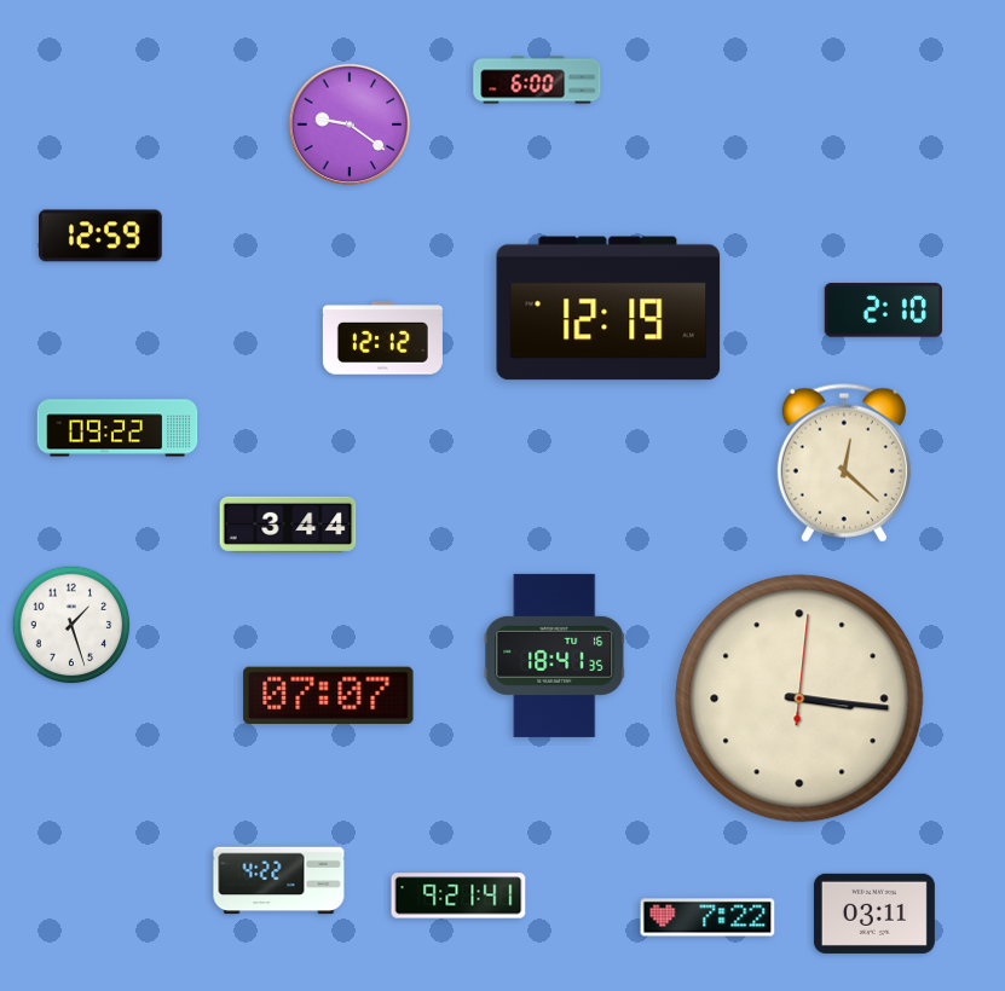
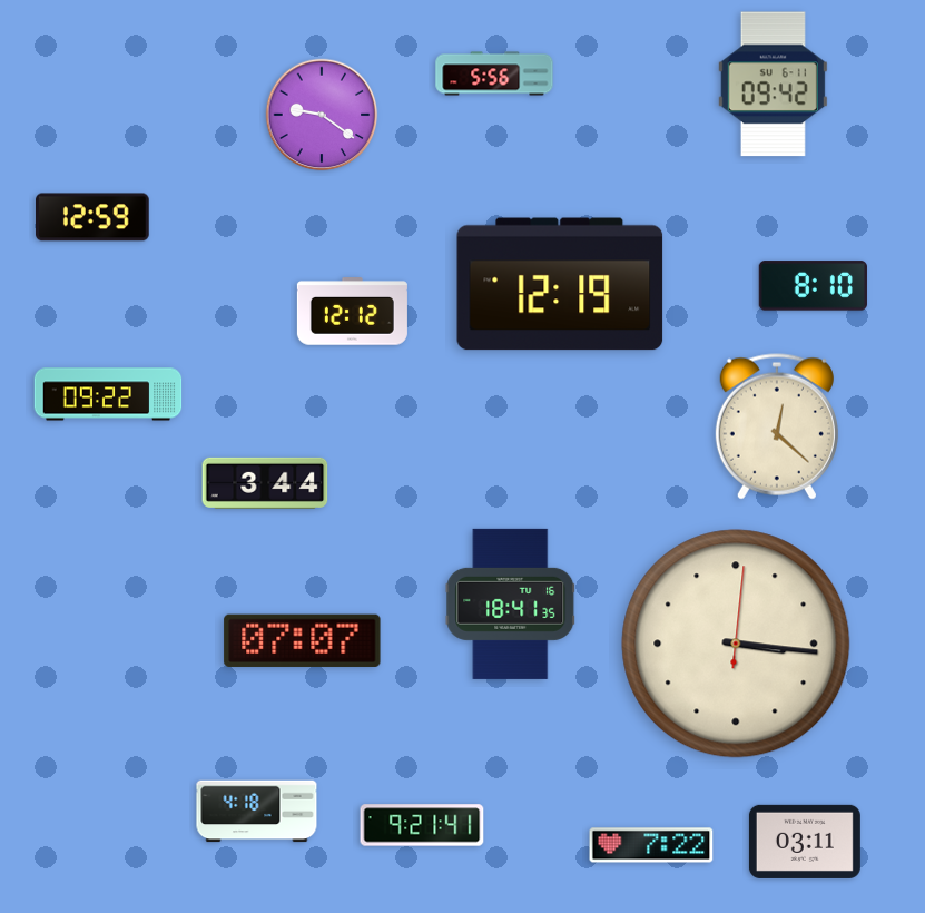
clock at (537, 80): 6:00 -> 5:56
clock at (773, 85): none -> 09:42
clock at (883, 311): 2:10 -> 8:10
clock at (71, 625): 1:27 -> none
clock at (279, 881): 4:22 -> 4:18
